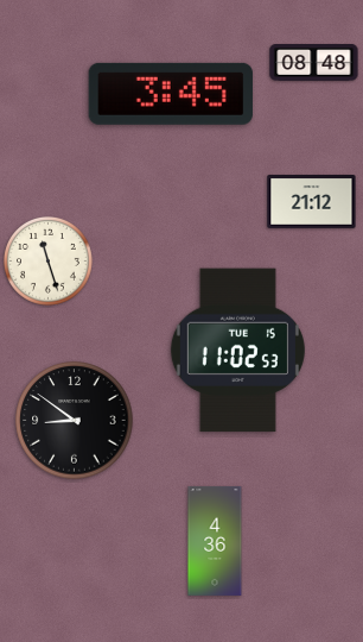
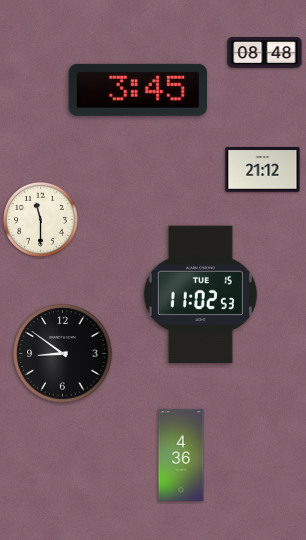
clock at (171, 94) position: (171, 94) -> (138, 90)
clock at (47, 260): 11:27 -> 11:30
